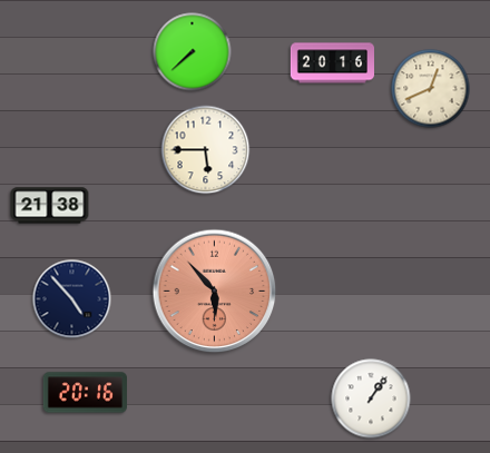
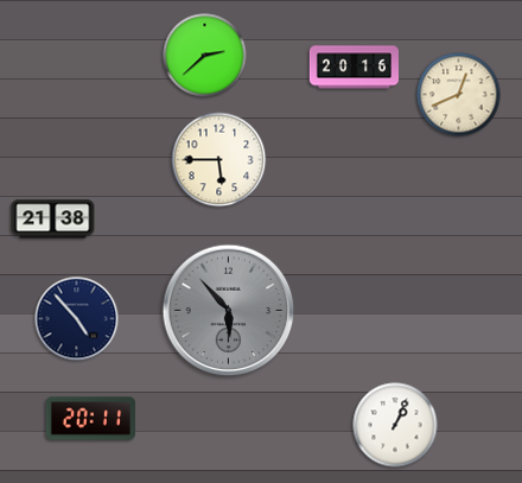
clock at (193, 52): 7:38 -> 2:38
clock at (215, 292) dial: salmon -> grey
clock at (85, 393): 20:16 -> 20:11
clock at (371, 398): 1:06 -> 1:04
